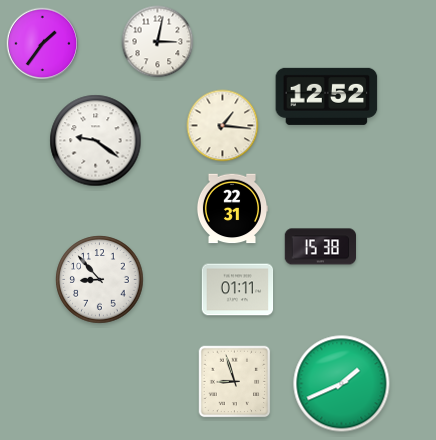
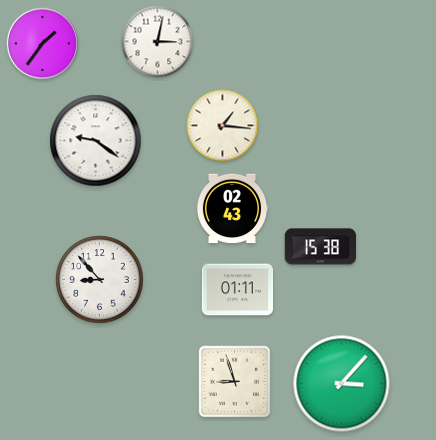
clock at (327, 96): 12:52 -> none
clock at (232, 209): 22:31 -> 02:43
clock at (342, 384): 1:41 -> 3:07
